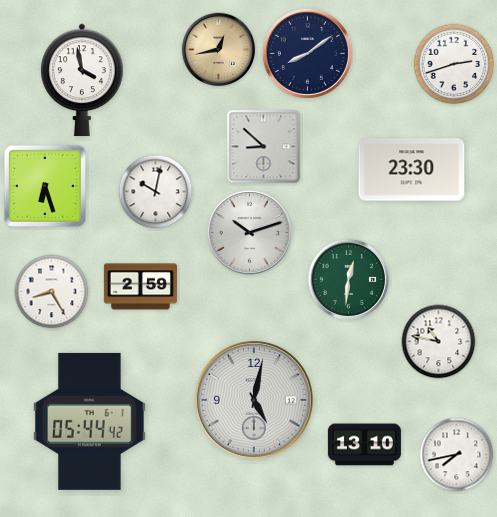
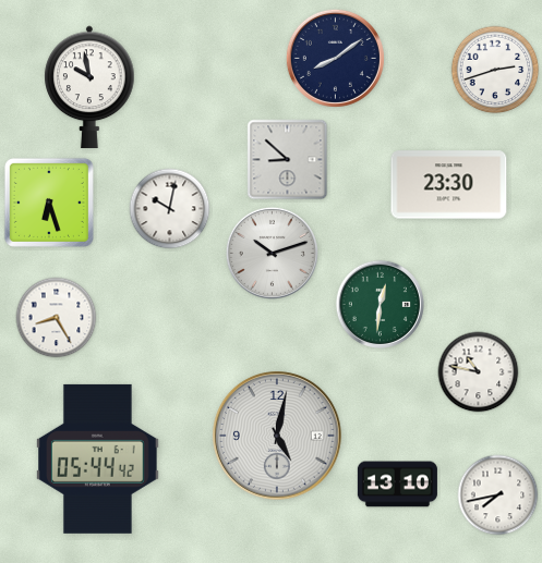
clock at (219, 50): 12:43 -> none
clock at (82, 80): 3:58 -> 9:58
clock at (140, 287): 2:59 -> none
